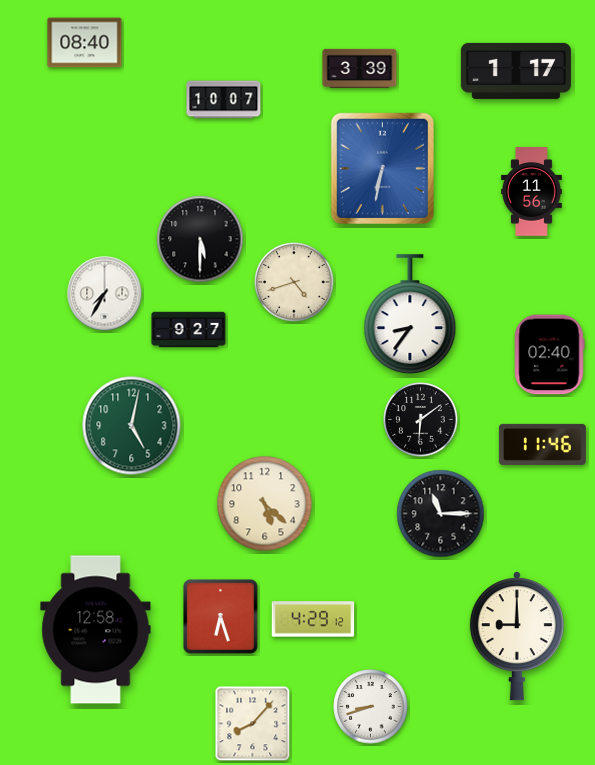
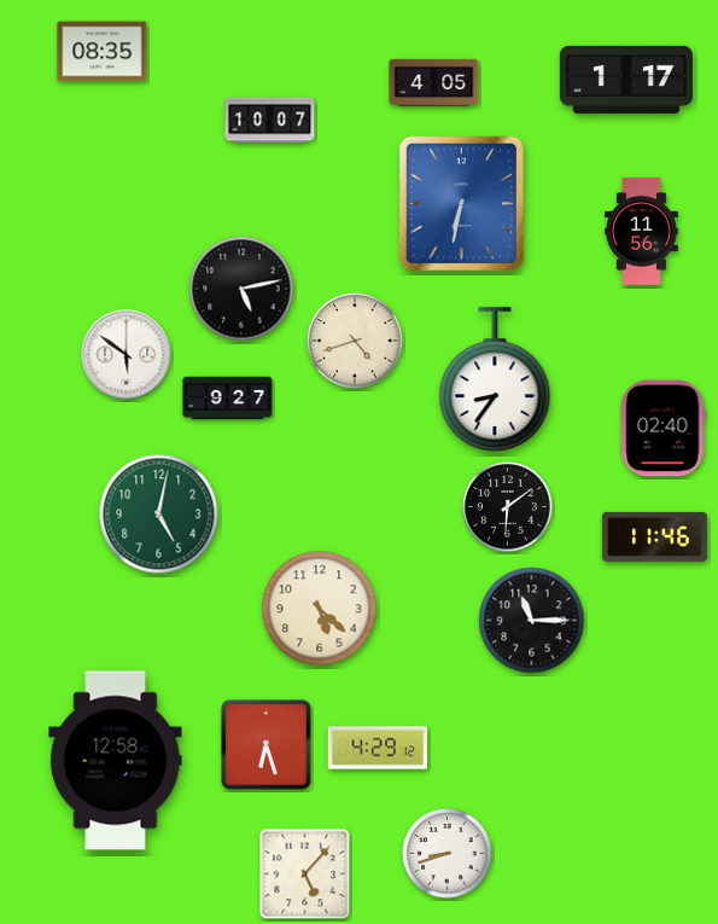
clock at (85, 43): 08:40 -> 08:35
clock at (360, 68): 3:39 -> 4:05
clock at (516, 71) position: (516, 71) -> (626, 80)
clock at (200, 239): 5:30 -> 5:13
clock at (105, 294): 7:35 -> 5:51
clock at (517, 636): 9:00 -> none
clock at (253, 724): 8:07 -> 5:07
